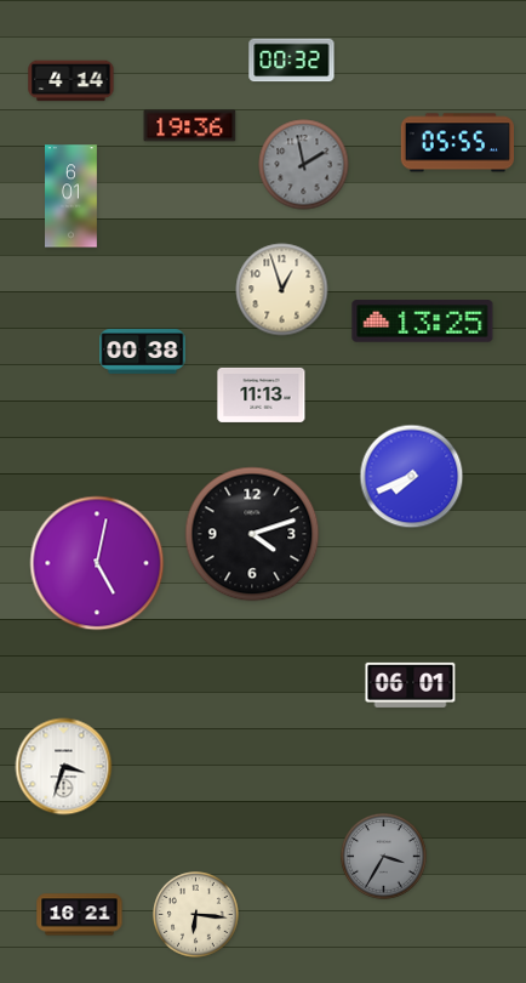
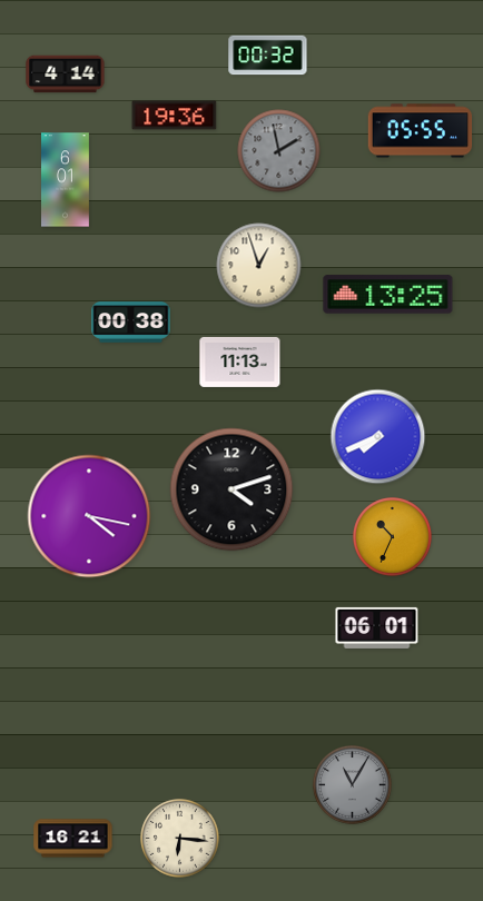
clock at (97, 563): 5:02 -> 4:17
clock at (393, 537): none -> 10:34
clock at (64, 767): 3:33 -> none
clock at (384, 857): 3:35 -> 11:05
